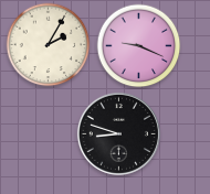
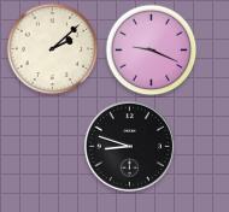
clock at (49, 45): 2:05 -> 2:08
